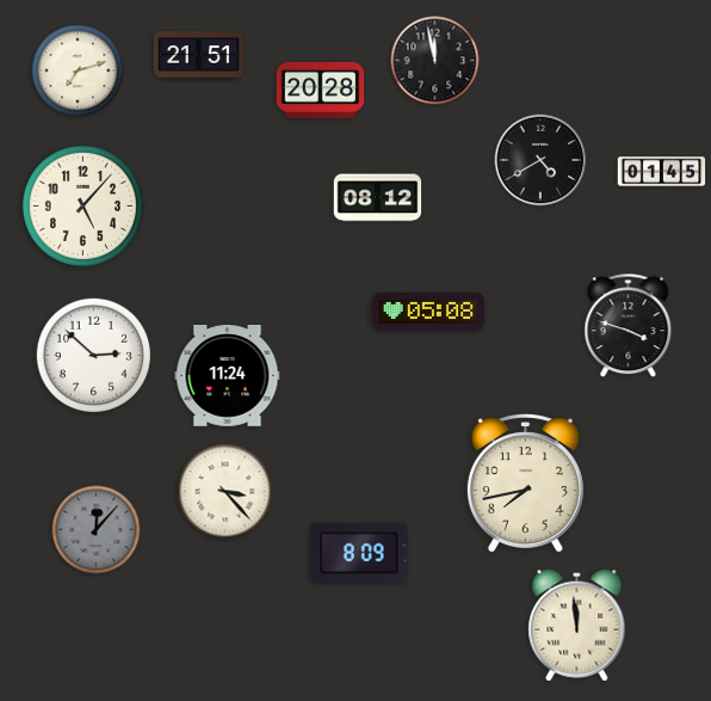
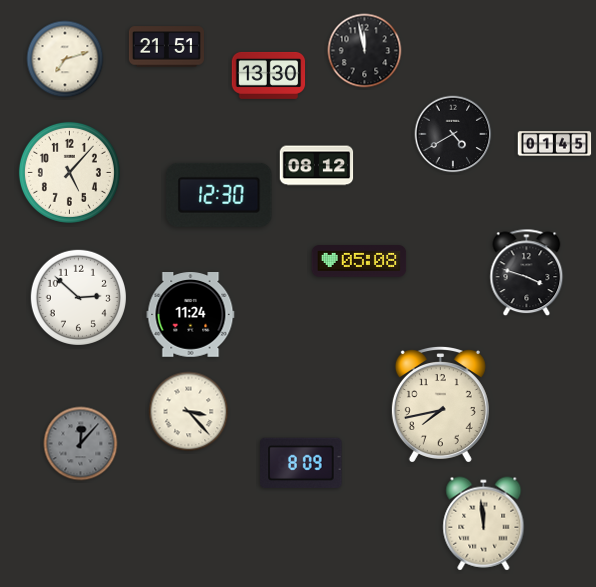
clock at (321, 90): 20:28 -> 13:30
clock at (219, 195): none -> 12:30
